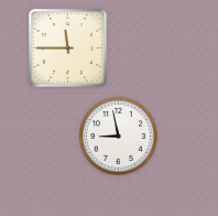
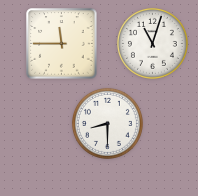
clock at (152, 43): none -> 11:03
clock at (118, 136): 8:58 -> 8:30
